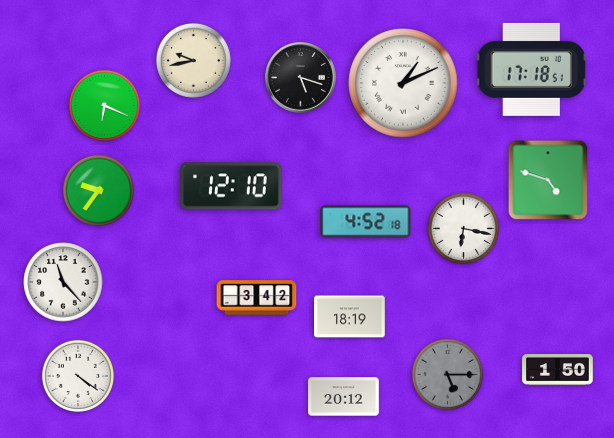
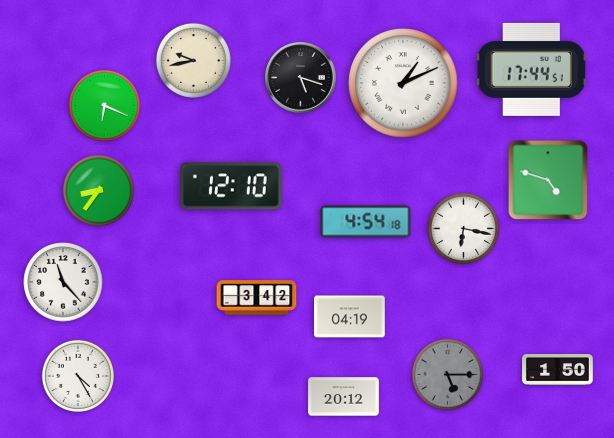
clock at (531, 69): 17:18 -> 17:44
clock at (98, 190): 9:36 -> 8:36
clock at (366, 222): 4:52 -> 4:54
clock at (350, 317): 18:19 -> 04:19
clock at (78, 376): 4:21 -> 4:25
